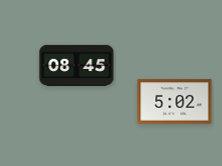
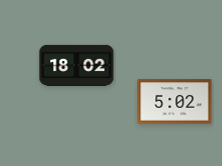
clock at (77, 65): 08:45 -> 18:02
